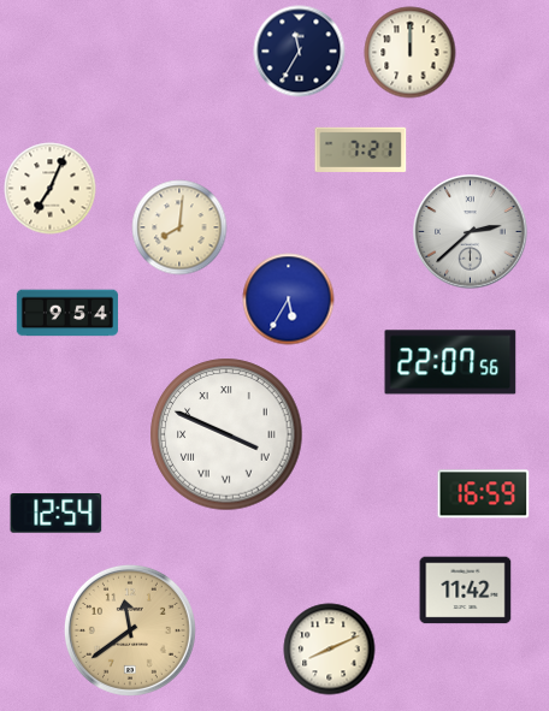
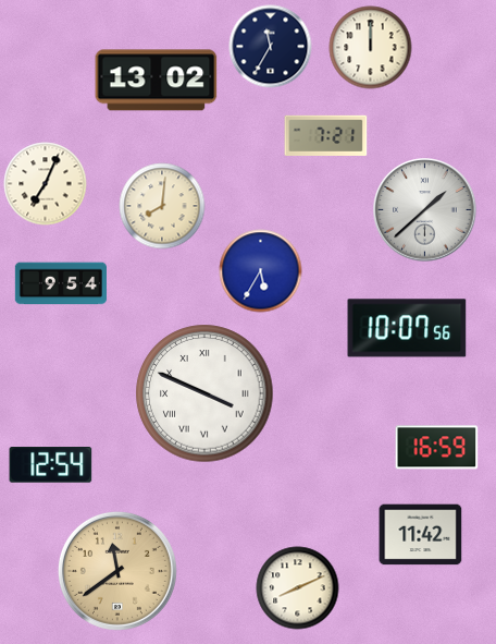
clock at (157, 81): none -> 13:02
clock at (51, 189) position: (51, 189) -> (46, 184)
clock at (471, 232): 2:38 -> 1:38
clock at (450, 362): 22:07 -> 10:07
